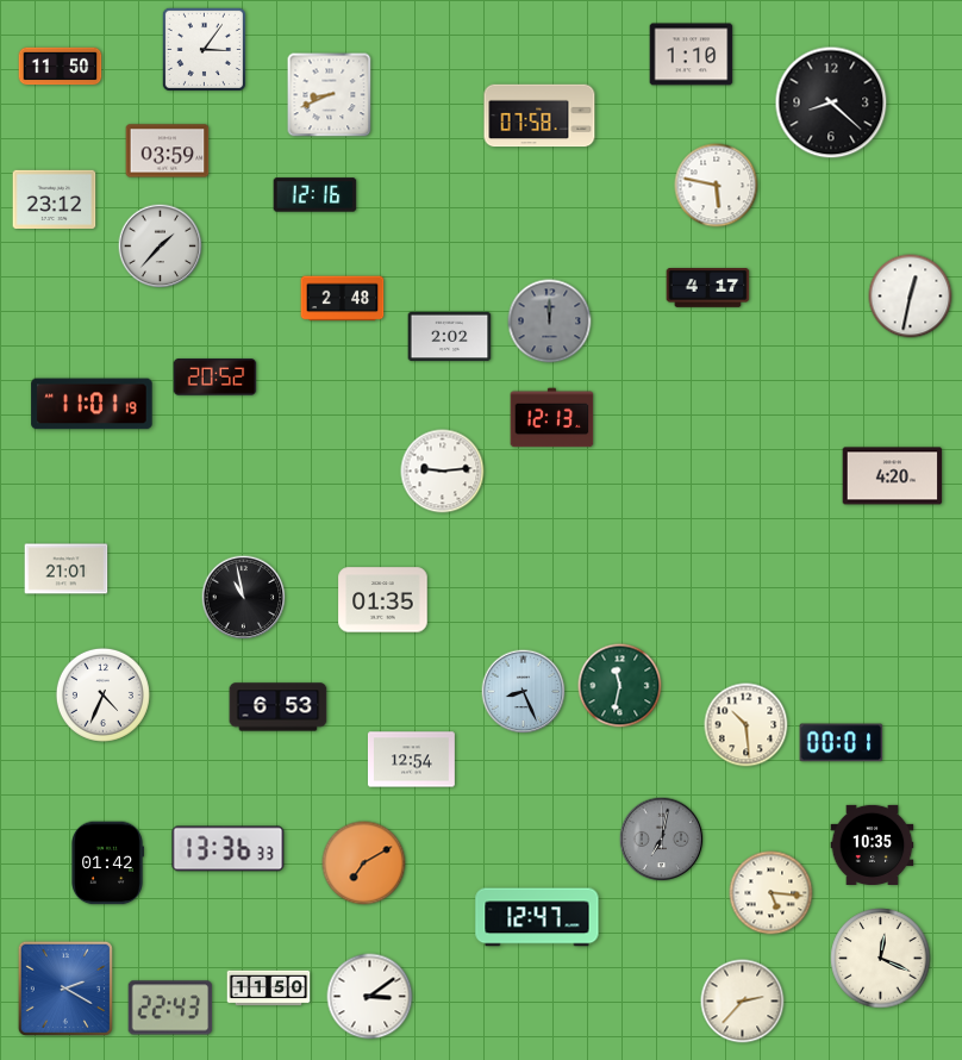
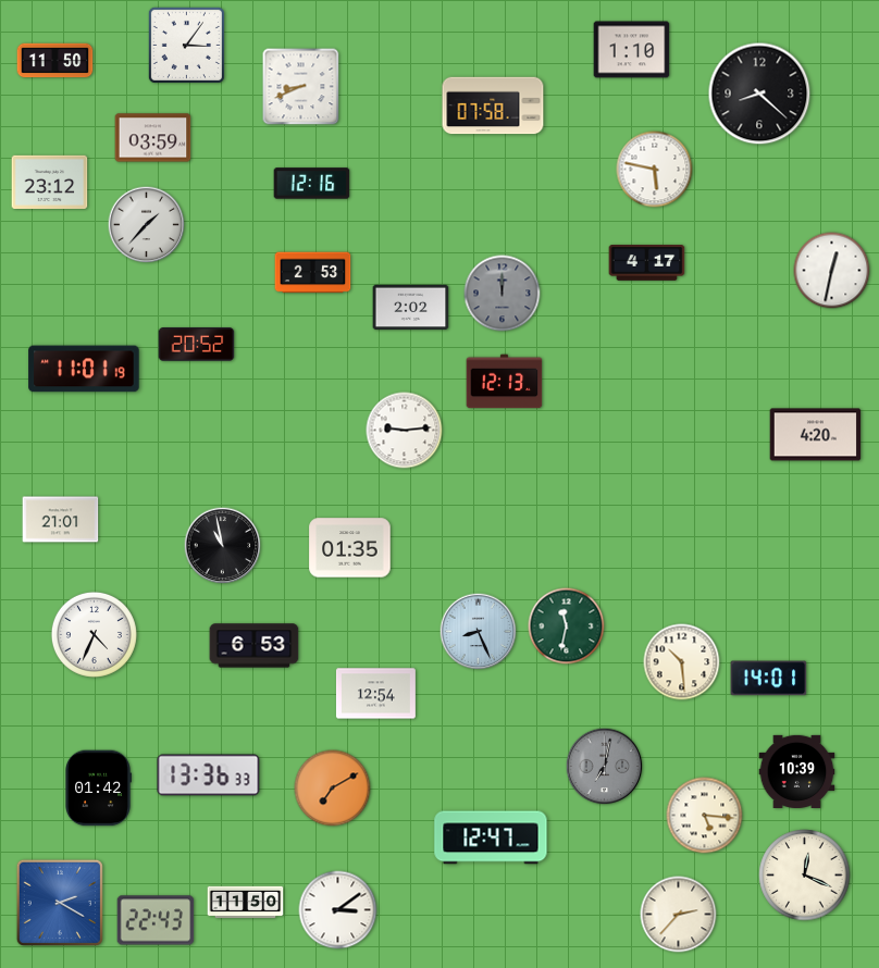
clock at (316, 195) position: (316, 195) -> (312, 184)
clock at (343, 299): 2:48 -> 2:53
clock at (842, 743): 00:01 -> 14:01
clock at (873, 844): 10:35 -> 10:39
